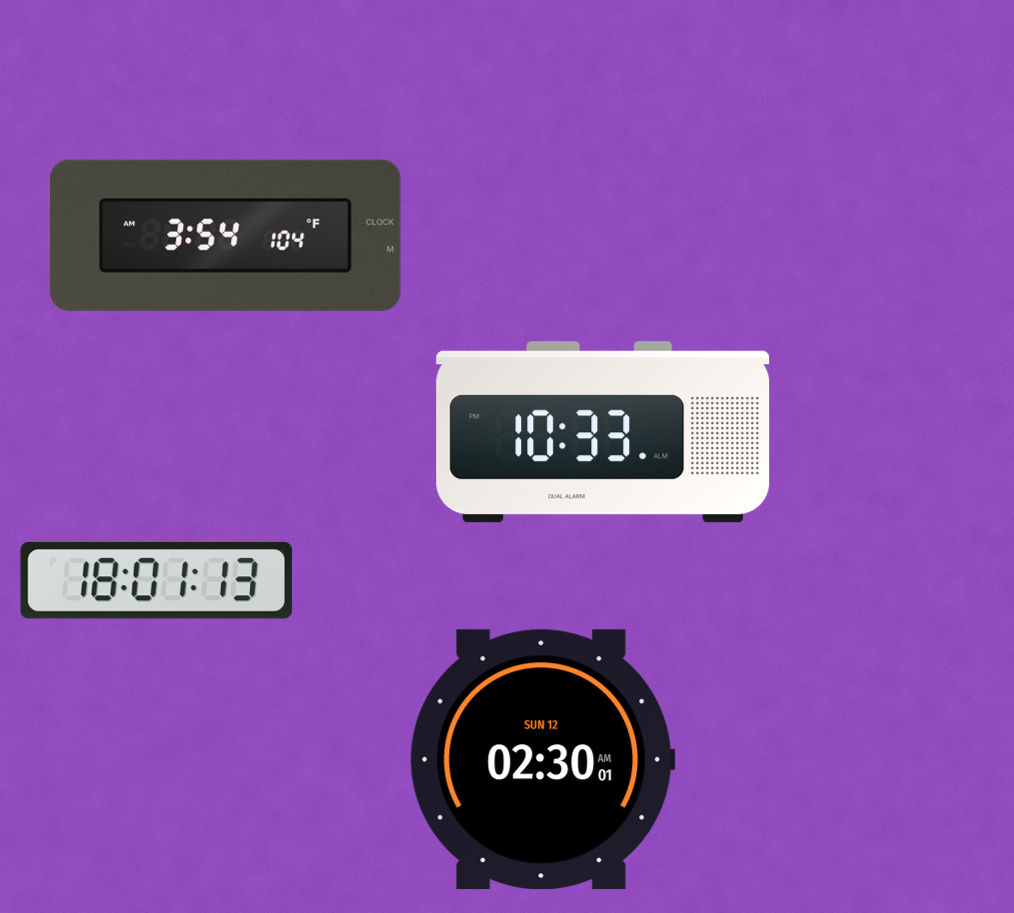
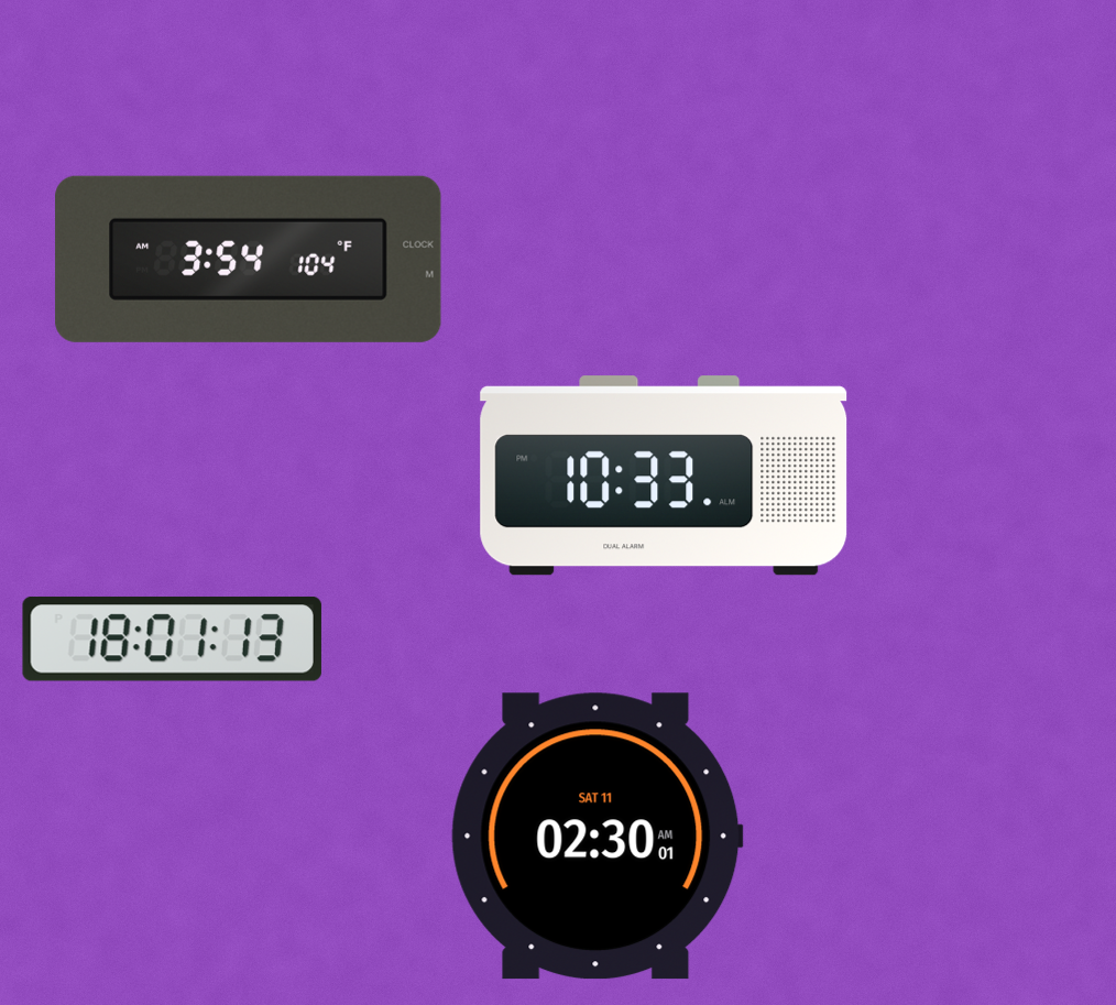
clock at (542, 760) date: SUN 12 -> SAT 11
